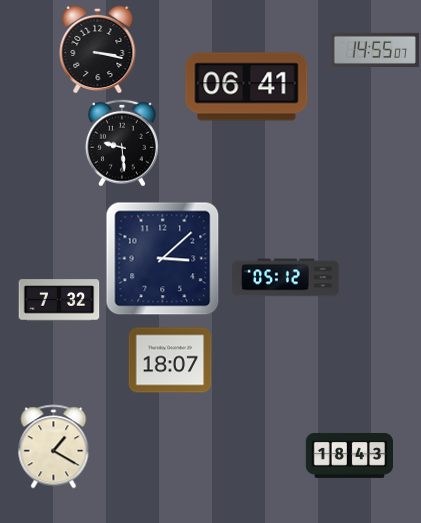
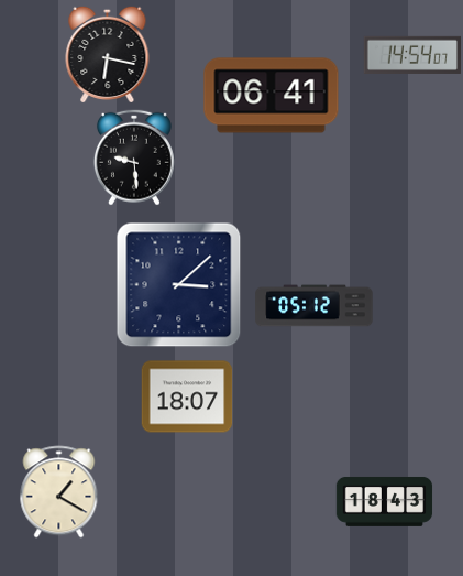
clock at (98, 49): 3:17 -> 6:17
clock at (374, 50): 14:55 -> 14:54
clock at (59, 300): 7:32 -> none
